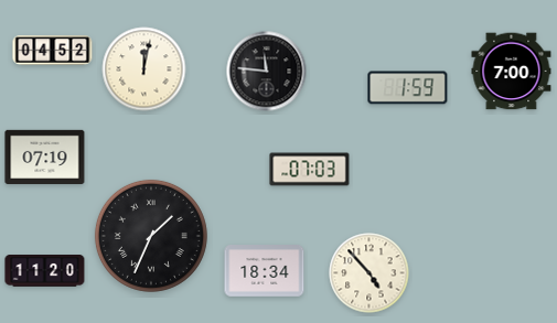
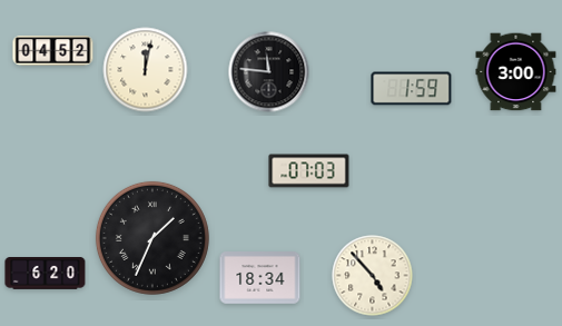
clock at (512, 72): 7:00 -> 3:00
clock at (45, 157): 07:19 -> none
clock at (310, 170) position: (310, 170) -> (309, 171)
clock at (45, 271): 11:20 -> 6:20
clock at (265, 271) position: (265, 271) -> (260, 278)
